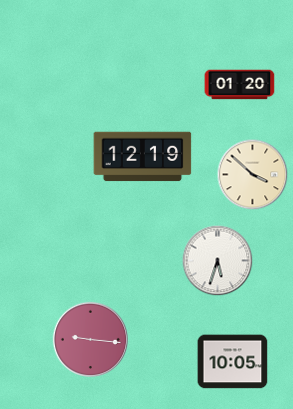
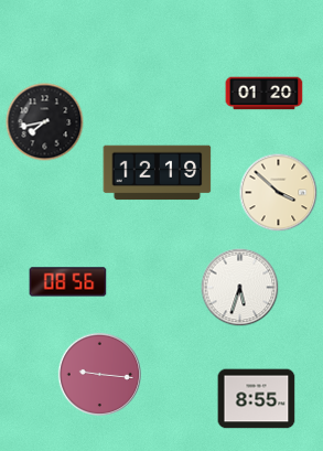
clock at (45, 122): none -> 7:43
clock at (68, 282): none -> 08:56
clock at (233, 362): 10:05 -> 8:55
